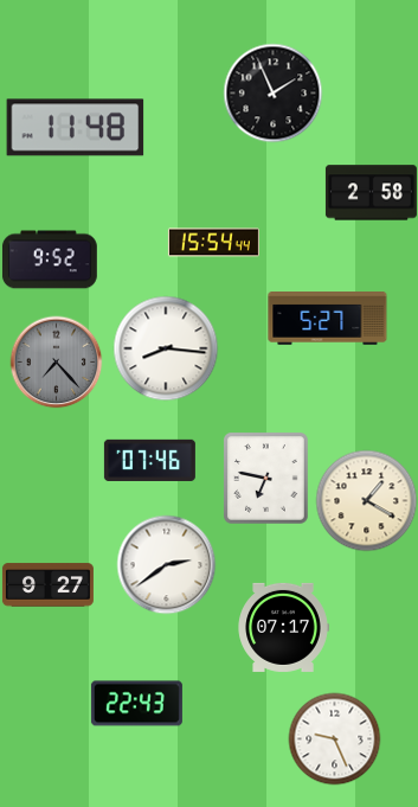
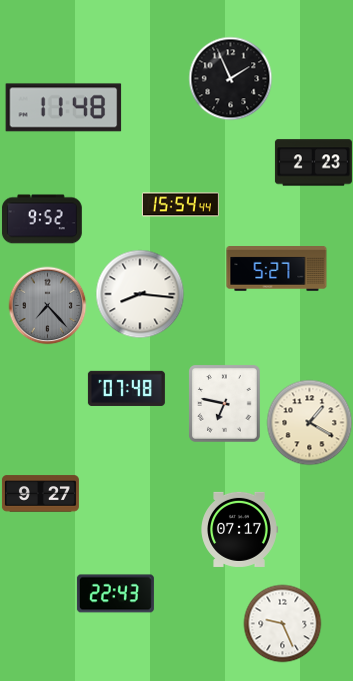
clock at (371, 193): 2:58 -> 2:23
clock at (149, 460): 07:46 -> 07:48
clock at (166, 564): 2:39 -> none
